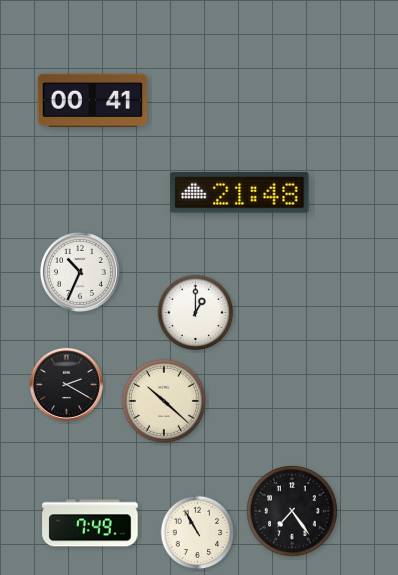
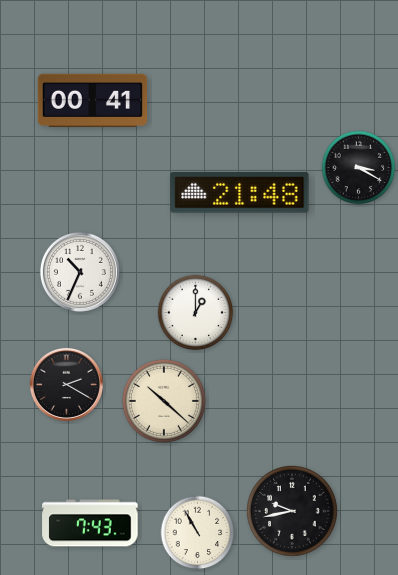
clock at (359, 168): none -> 3:20
clock at (292, 511): 7:24 -> 9:43
clock at (90, 523): 7:49 -> 7:43
